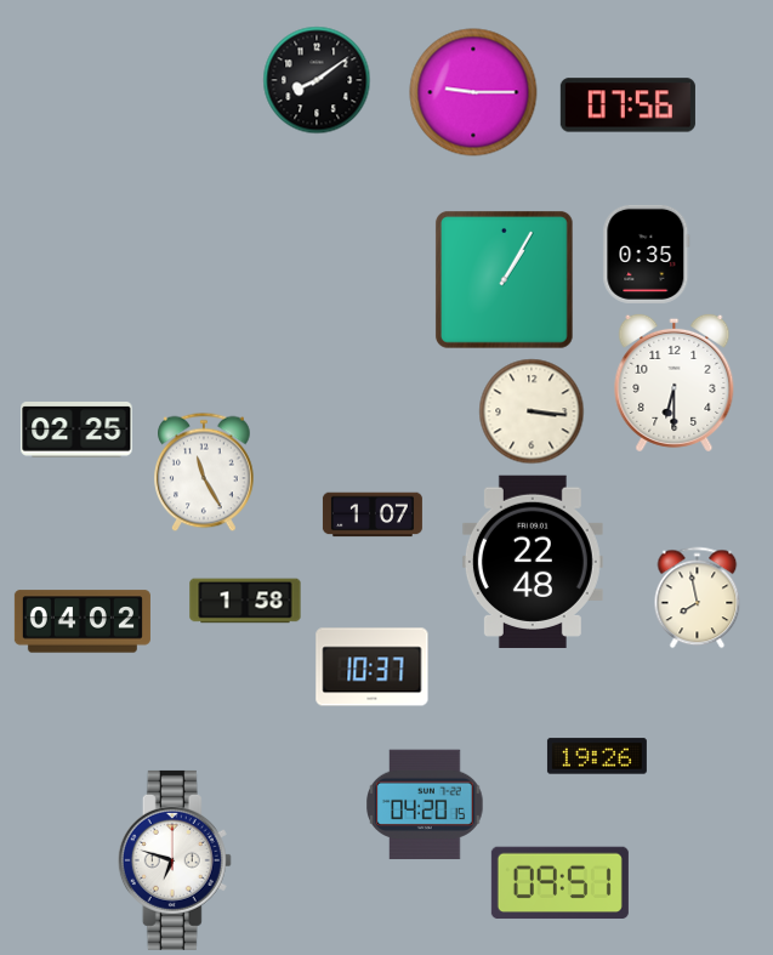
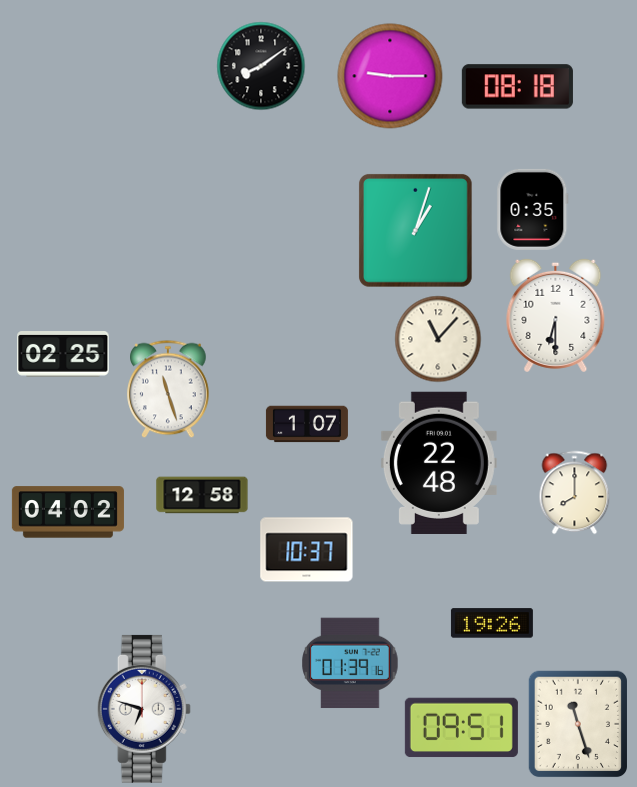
clock at (627, 106): 07:56 -> 08:18
clock at (504, 279): 1:05 -> 1:03
clock at (532, 411): 3:16 -> 11:07
clock at (204, 472): 11:25 -> 11:27
clock at (698, 598): 7:58 -> 8:00
clock at (245, 601): 1:58 -> 12:58
clock at (425, 805): 04:20 -> 01:39
clock at (578, 724): none -> 11:27
